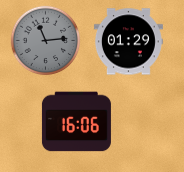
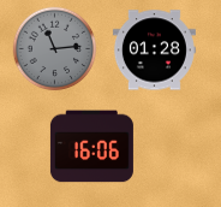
clock at (128, 42): 01:29 -> 01:28
